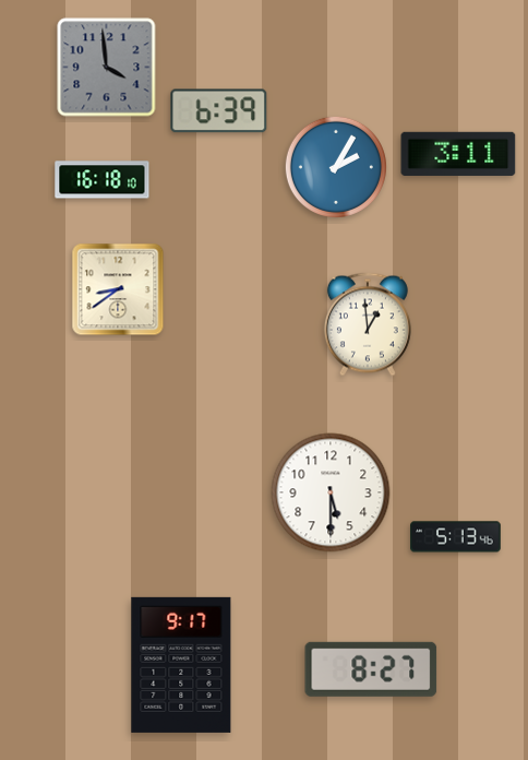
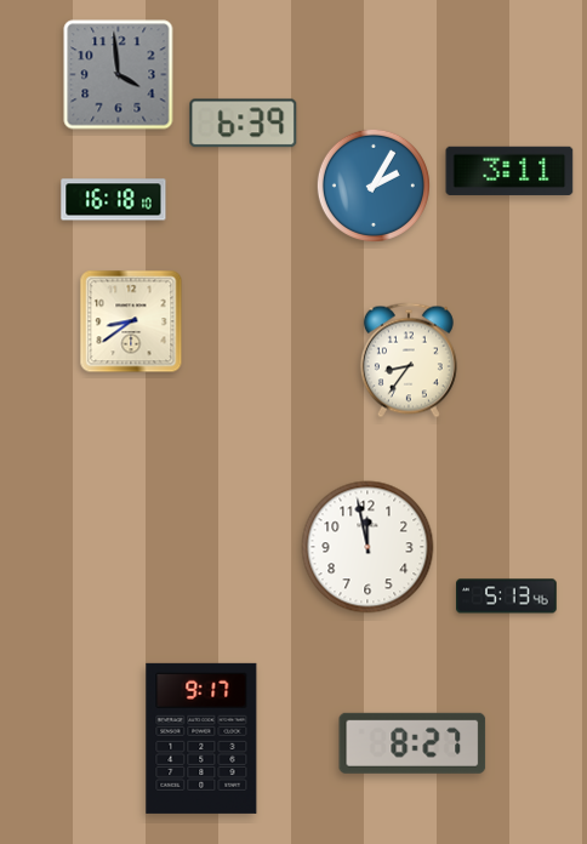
clock at (368, 324): 12:59 -> 8:36
clock at (331, 492): 5:30 -> 11:58
